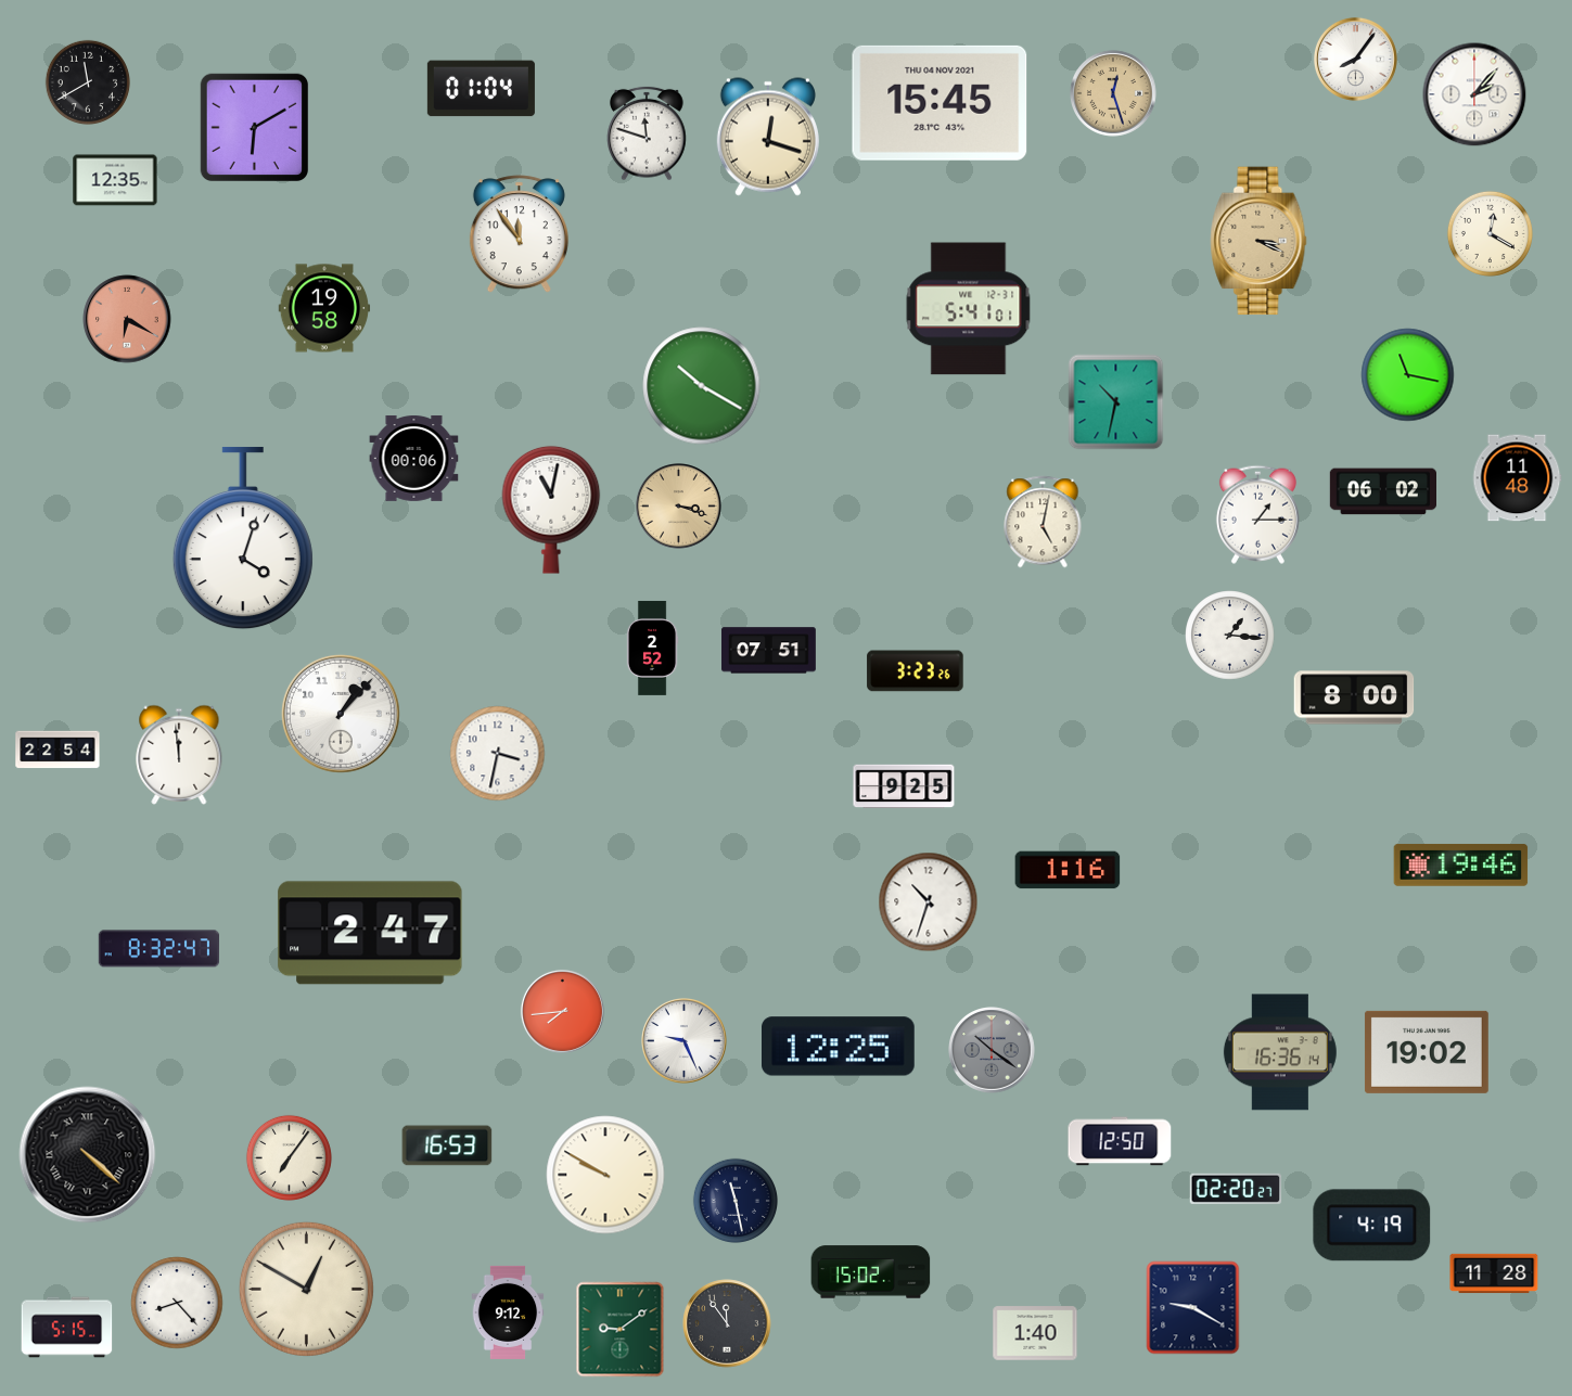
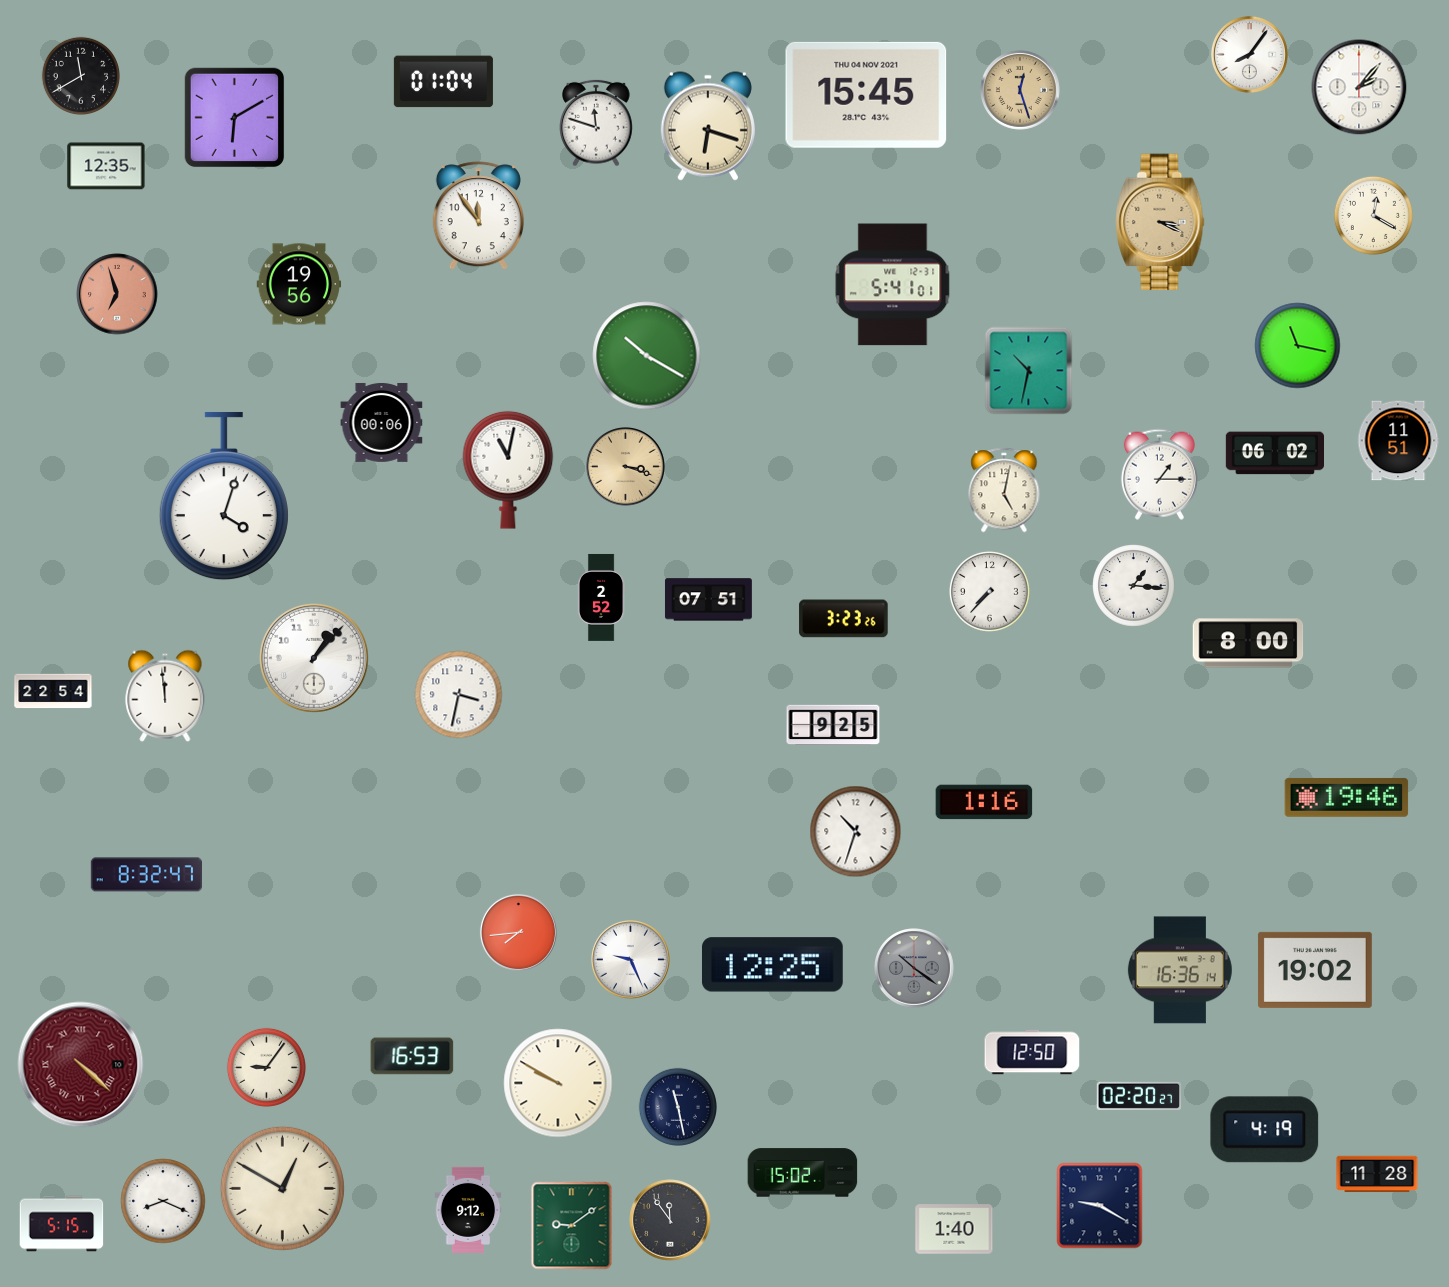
clock at (1113, 93) position: (1113, 93) -> (1020, 90)
clock at (768, 137): 12:18 -> 6:18
clock at (324, 308): 19:58 -> 19:56
clock at (127, 319): 6:20 -> 6:57
clock at (1517, 478): 11:48 -> 11:51
clock at (1043, 522) position: (1043, 522) -> (1004, 490)
clock at (989, 591): none -> 7:37
clock at (370, 933): 2:47 -> none
clock at (88, 1155) dial: black -> burgundy
clock at (289, 1157): 7:06 -> 9:06
clock at (177, 1303): 8:23 -> 8:19
